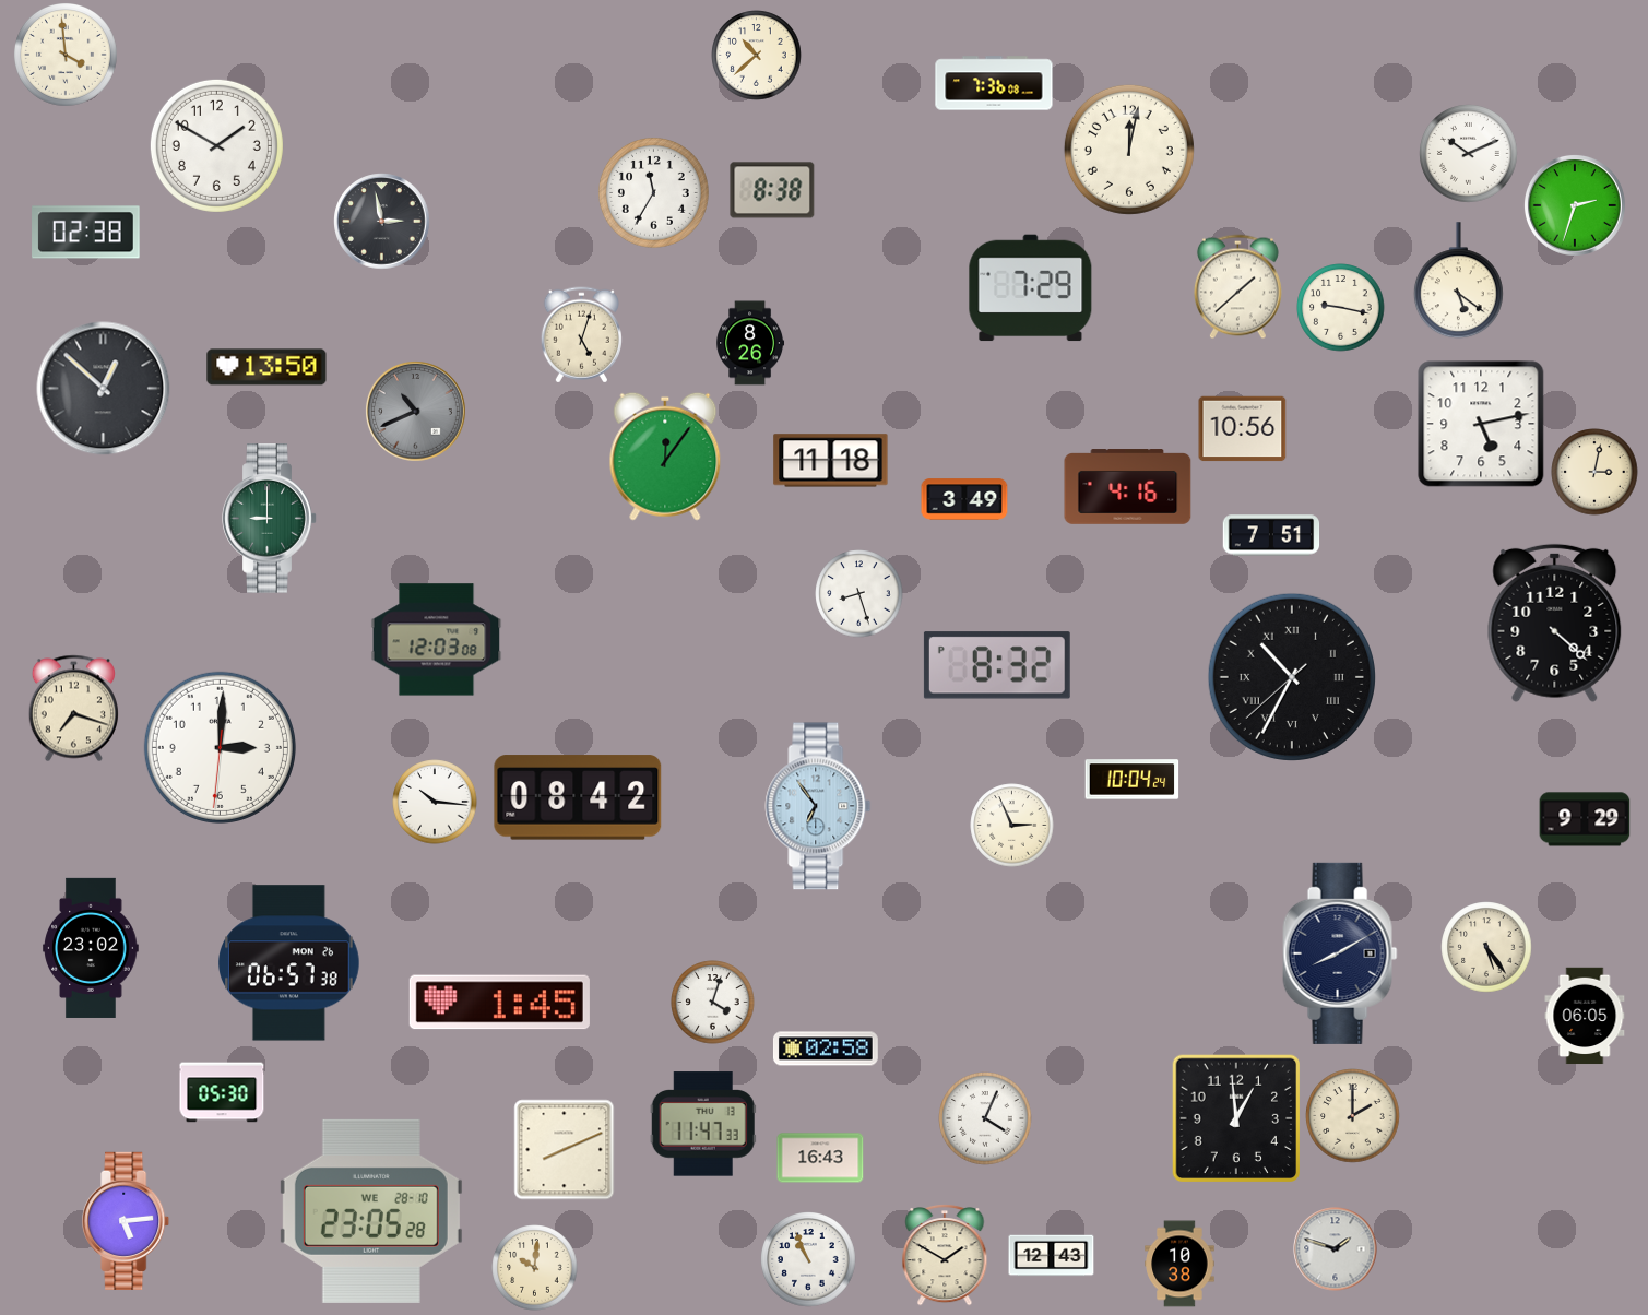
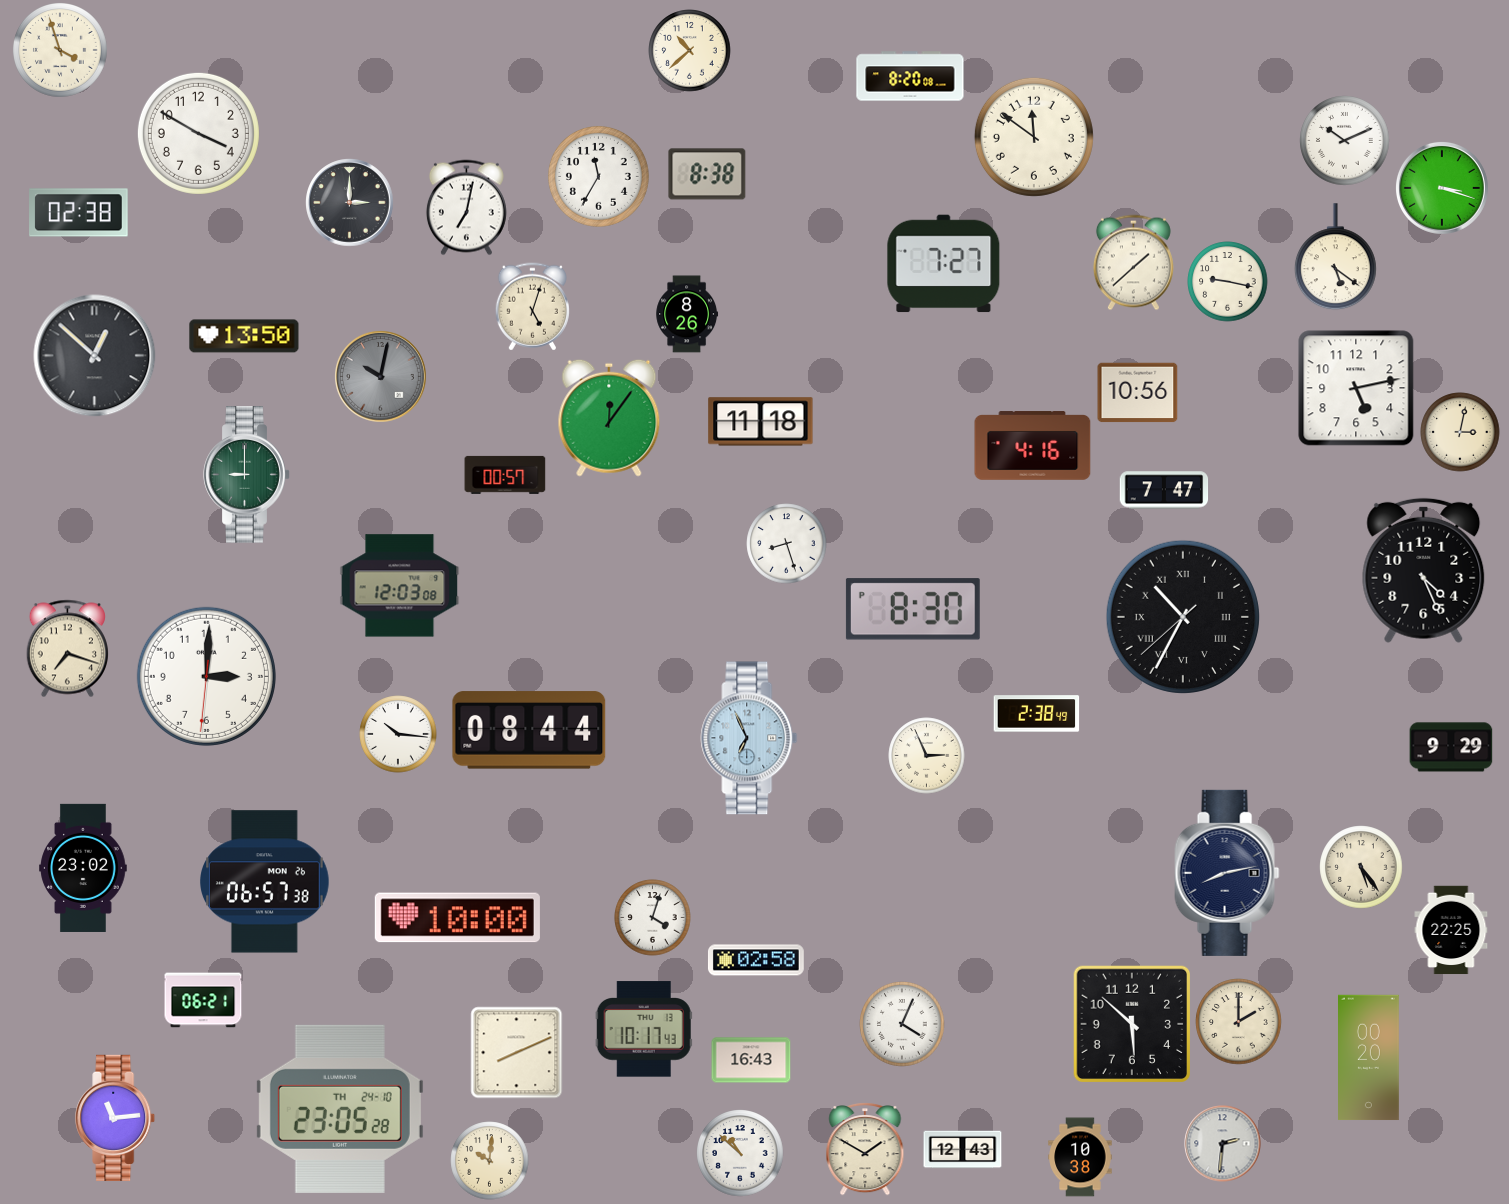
clock at (67, 56): 3:59 -> 3:57
clock at (757, 56) position: (757, 56) -> (690, 51)
clock at (994, 83): 7:36 -> 8:20
clock at (216, 145): 1:50 -> 3:50
clock at (1129, 150): 12:02 -> 11:51
clock at (1575, 205): 2:33 -> 3:18
clock at (382, 222): 2:58 -> 3:00
clock at (466, 208): none -> 7:02
clock at (1031, 288): 7:29 -> 7:27
clock at (416, 412): 10:41 -> 10:02
clock at (964, 499): 3:49 -> none
clock at (505, 475): none -> 00:57
clock at (1271, 535): 7:51 -> 7:47
clock at (1555, 623): 4:22 -> 4:26
clock at (997, 665): 8:32 -> 8:30
clock at (1292, 677) position: (1292, 677) -> (1183, 617)
clock at (220, 747) position: (220, 747) -> (206, 676)
clock at (1133, 780): 10:04 -> 2:38
clock at (578, 797): 08:42 -> 08:44
clock at (818, 806): 6:54 -> 6:56
clock at (1585, 819) position: (1585, 819) -> (1451, 747)
clock at (1340, 953): 8:10 -> 8:13
clock at (499, 1003): 1:45 -> 10:00
clock at (1585, 1016): 06:05 -> 22:25
clock at (222, 1092): 05:30 -> 06:21
clock at (1236, 1118): 12:59 -> 5:52
clock at (703, 1124): 11:47 -> 10:17
clock at (1369, 1058): none -> 00:20
clock at (371, 1211) date: WE 28-10 -> TH 24-10
clock at (127, 1221): 5:14 -> 11:14
clock at (1336, 1249): 1:48 -> 2:31
clock at (808, 1259): 10:56 -> 10:52
